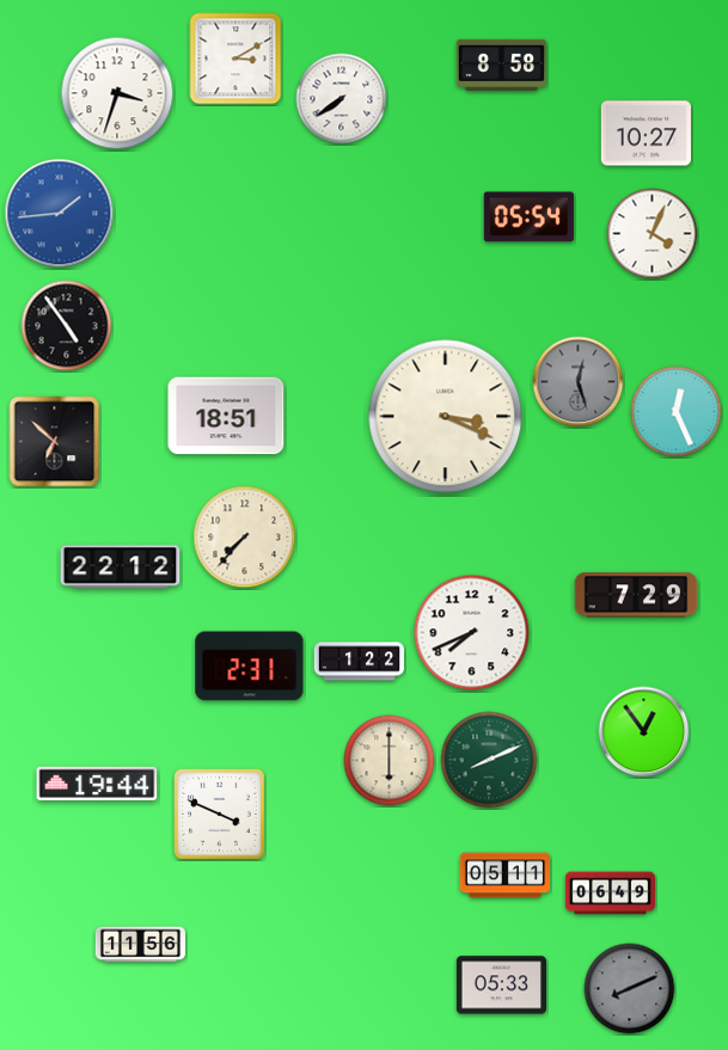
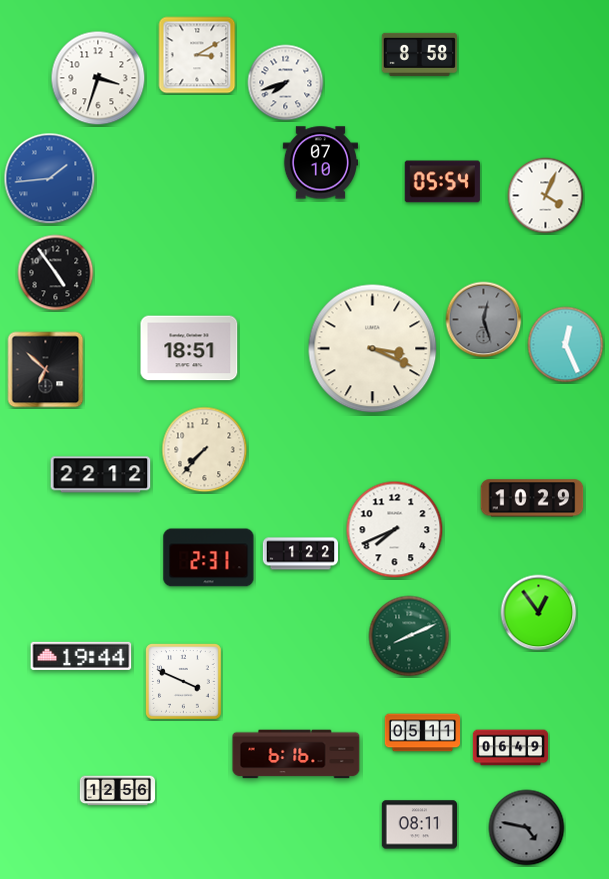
clock at (235, 59) position: (235, 59) -> (197, 55)
clock at (342, 99): 7:39 -> 7:42
clock at (646, 134): 10:27 -> none
clock at (320, 163): none -> 07:10
clock at (636, 595): 7:29 -> 10:29
clock at (390, 761): 6:00 -> none
clock at (296, 754): none -> 6:16
clock at (140, 945): 11:56 -> 12:56
clock at (501, 985): 05:33 -> 08:11
clock at (630, 989): 8:11 -> 4:47
